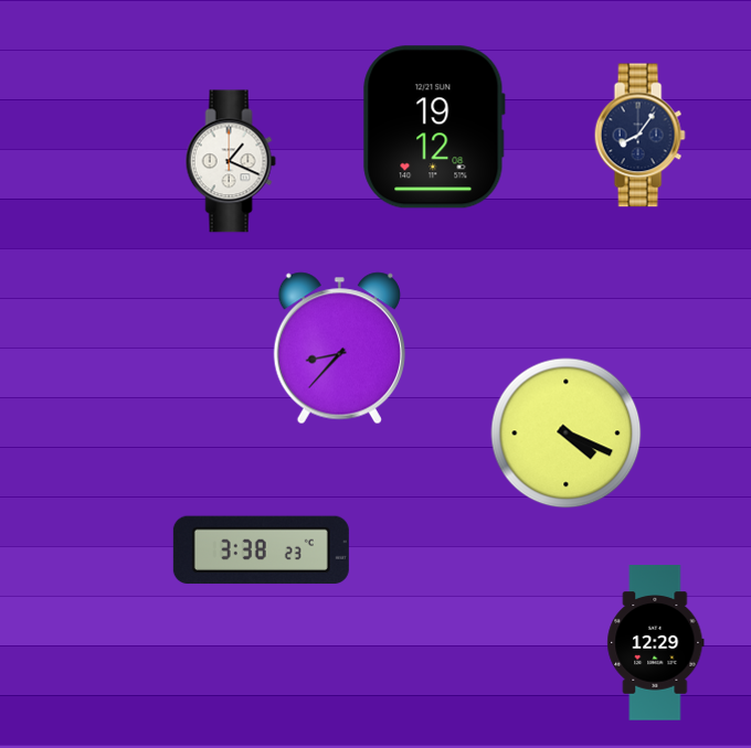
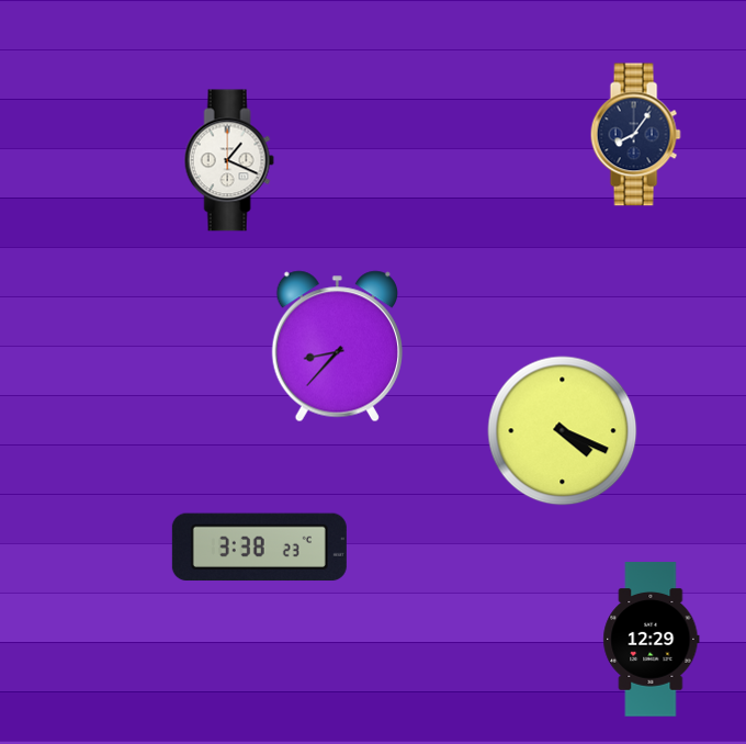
clock at (434, 127): 19:12 -> none
